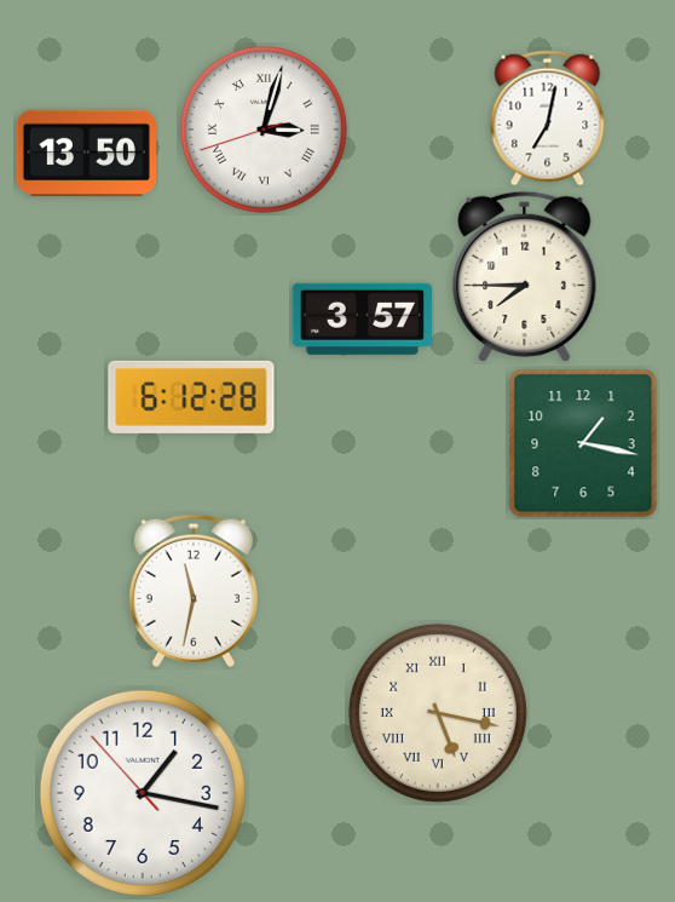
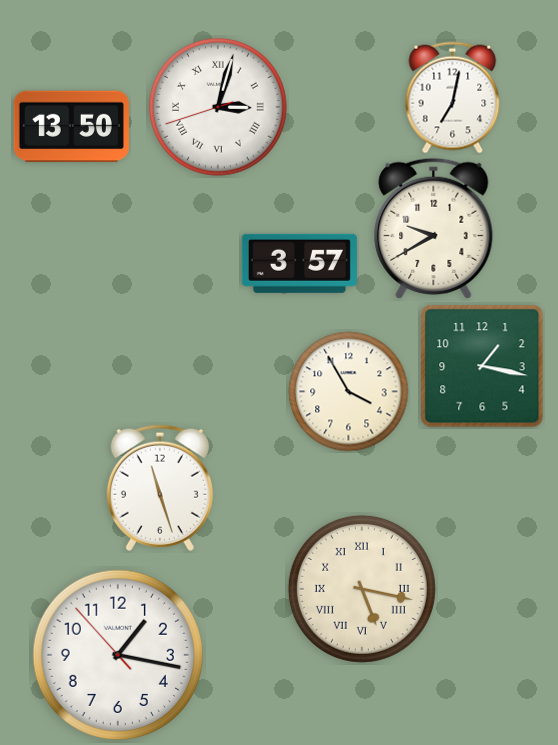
clock at (525, 276): 7:45 -> 9:40
clock at (191, 397): 6:12 -> none
clock at (349, 392): none -> 3:55
clock at (194, 591): 11:32 -> 11:27
